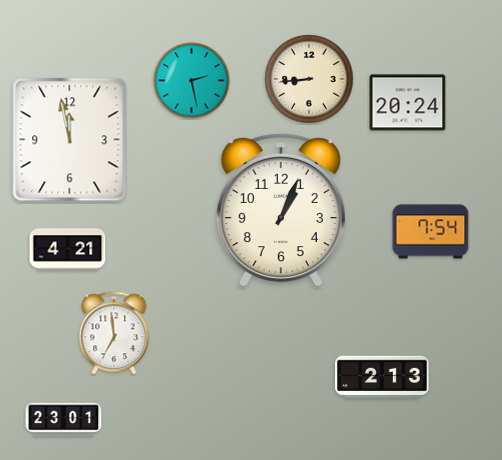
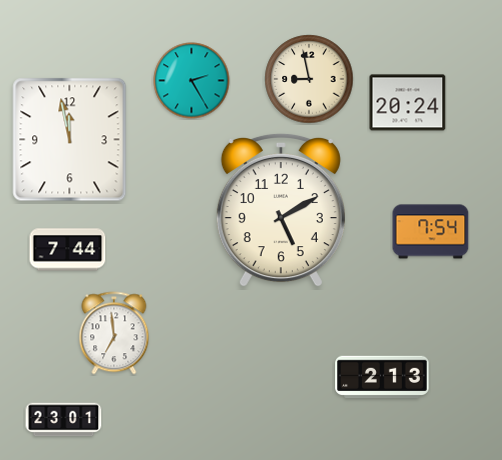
clock at (309, 79): 8:44 -> 8:58
clock at (192, 81): 2:28 -> 2:25
clock at (281, 210): 1:04 -> 5:10
clock at (68, 250): 4:21 -> 7:44
